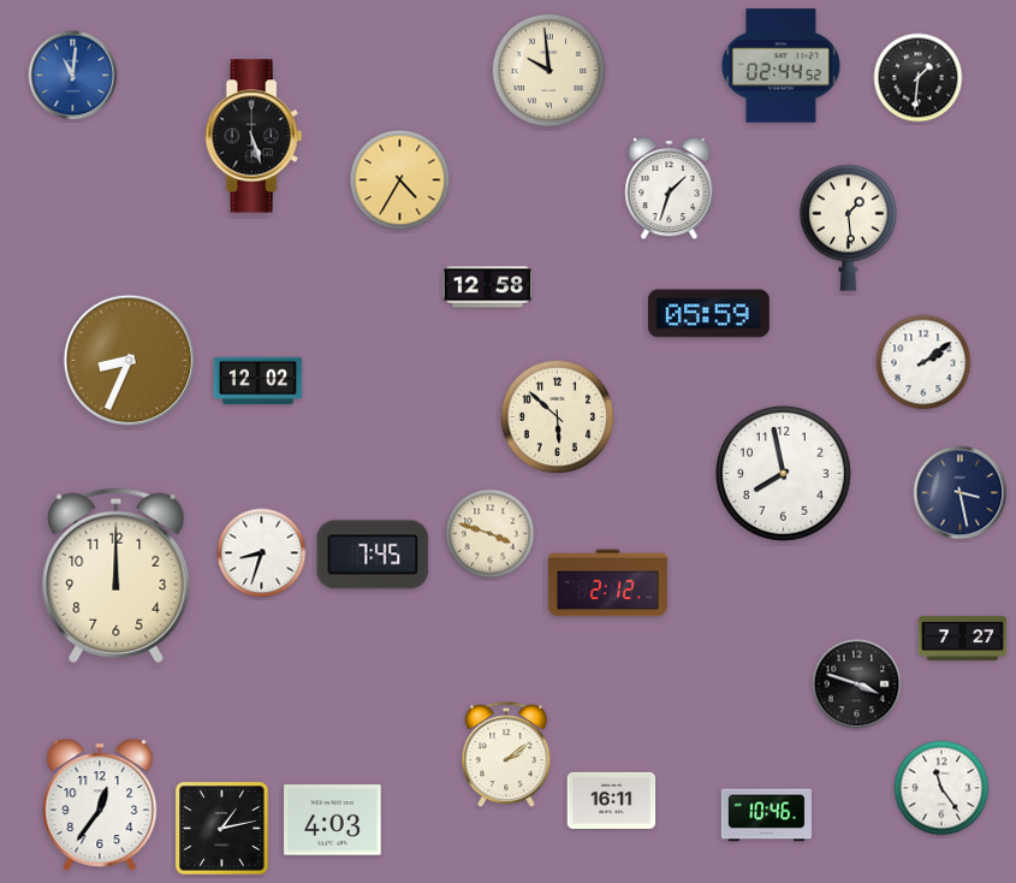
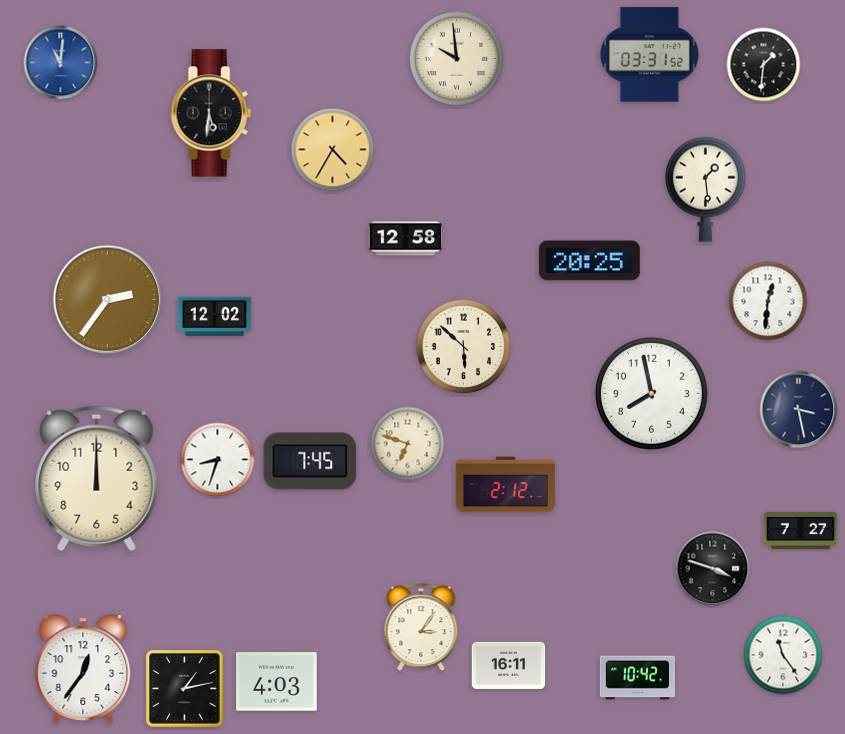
clock at (780, 66): 02:44 -> 03:31
clock at (254, 136): 5:27 -> 5:31
clock at (670, 189): 1:33 -> none
clock at (708, 314): 05:59 -> 20:25
clock at (130, 361): 8:34 -> 2:36
clock at (923, 362): 2:09 -> 12:31
clock at (491, 534): 3:48 -> 6:48
clock at (506, 755): 2:09 -> 3:06
clock at (766, 816): 10:46 -> 10:42
